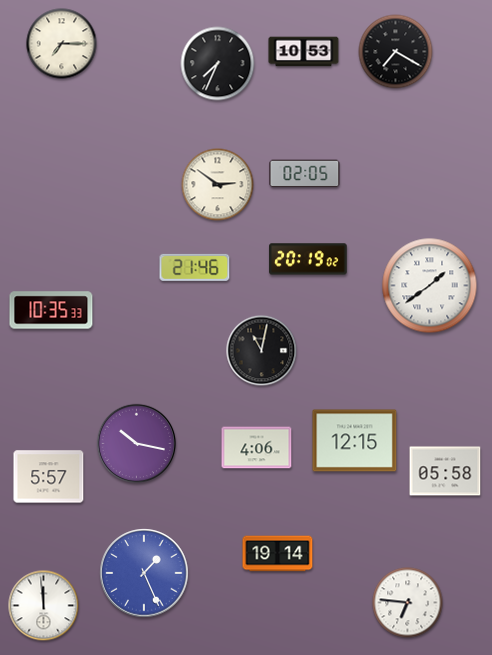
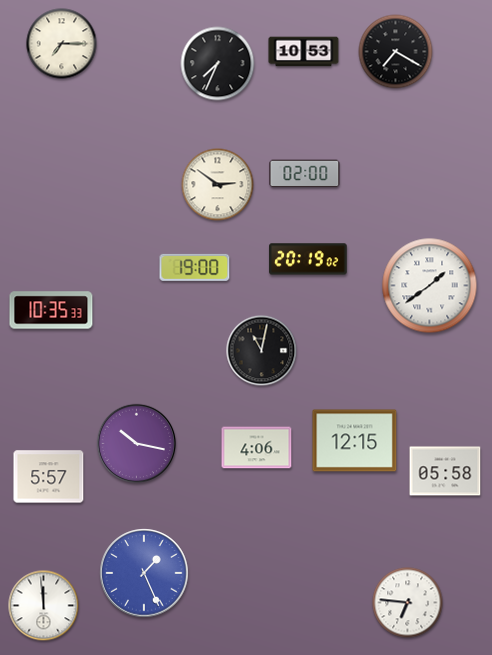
clock at (305, 174): 02:05 -> 02:00
clock at (195, 267): 21:46 -> 19:00
clock at (278, 554): 19:14 -> none
